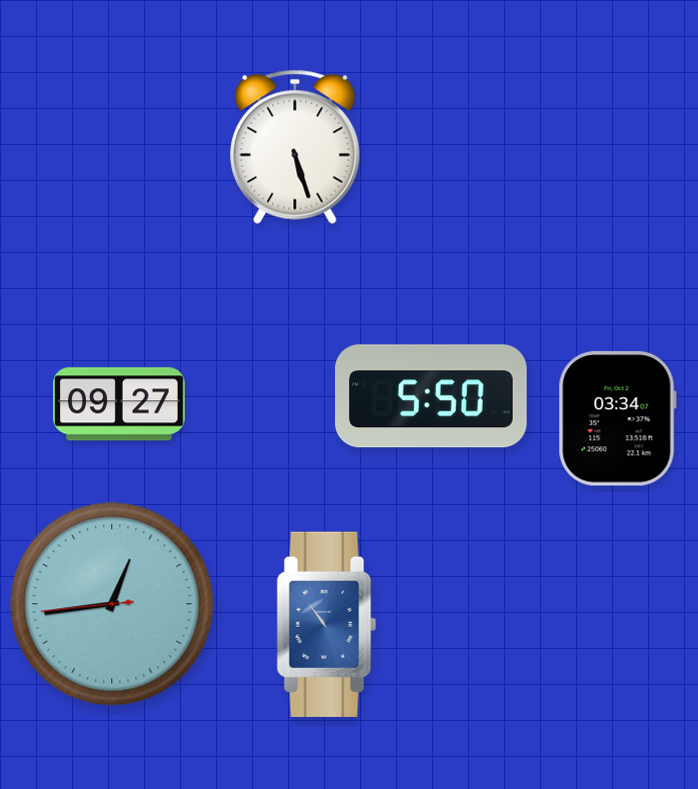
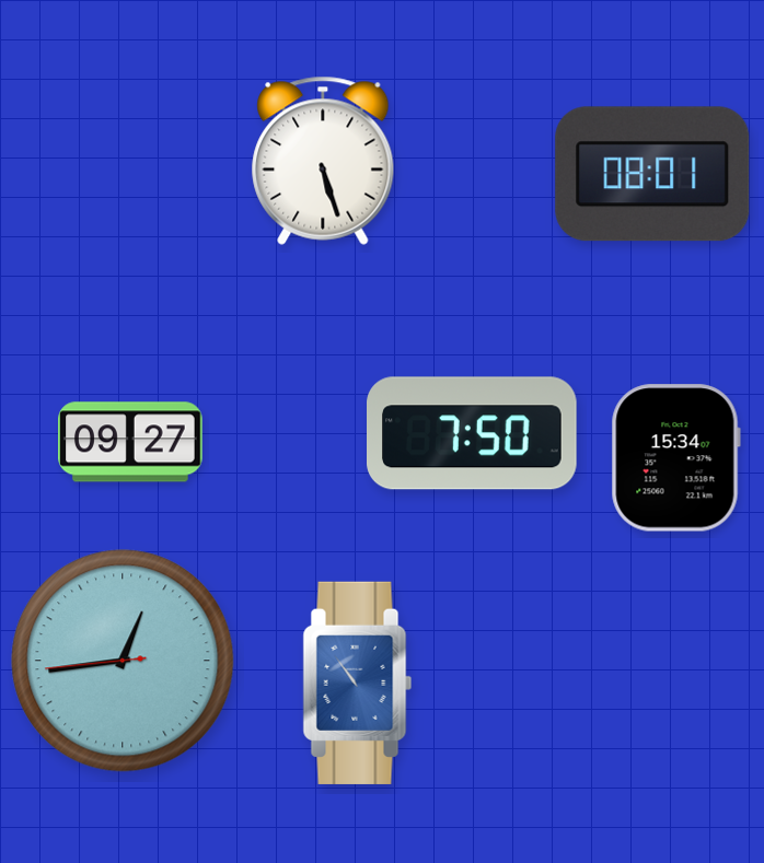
clock at (652, 174): none -> 08:01
clock at (432, 396): 5:50 -> 7:50
clock at (617, 419): 03:34 -> 15:34
